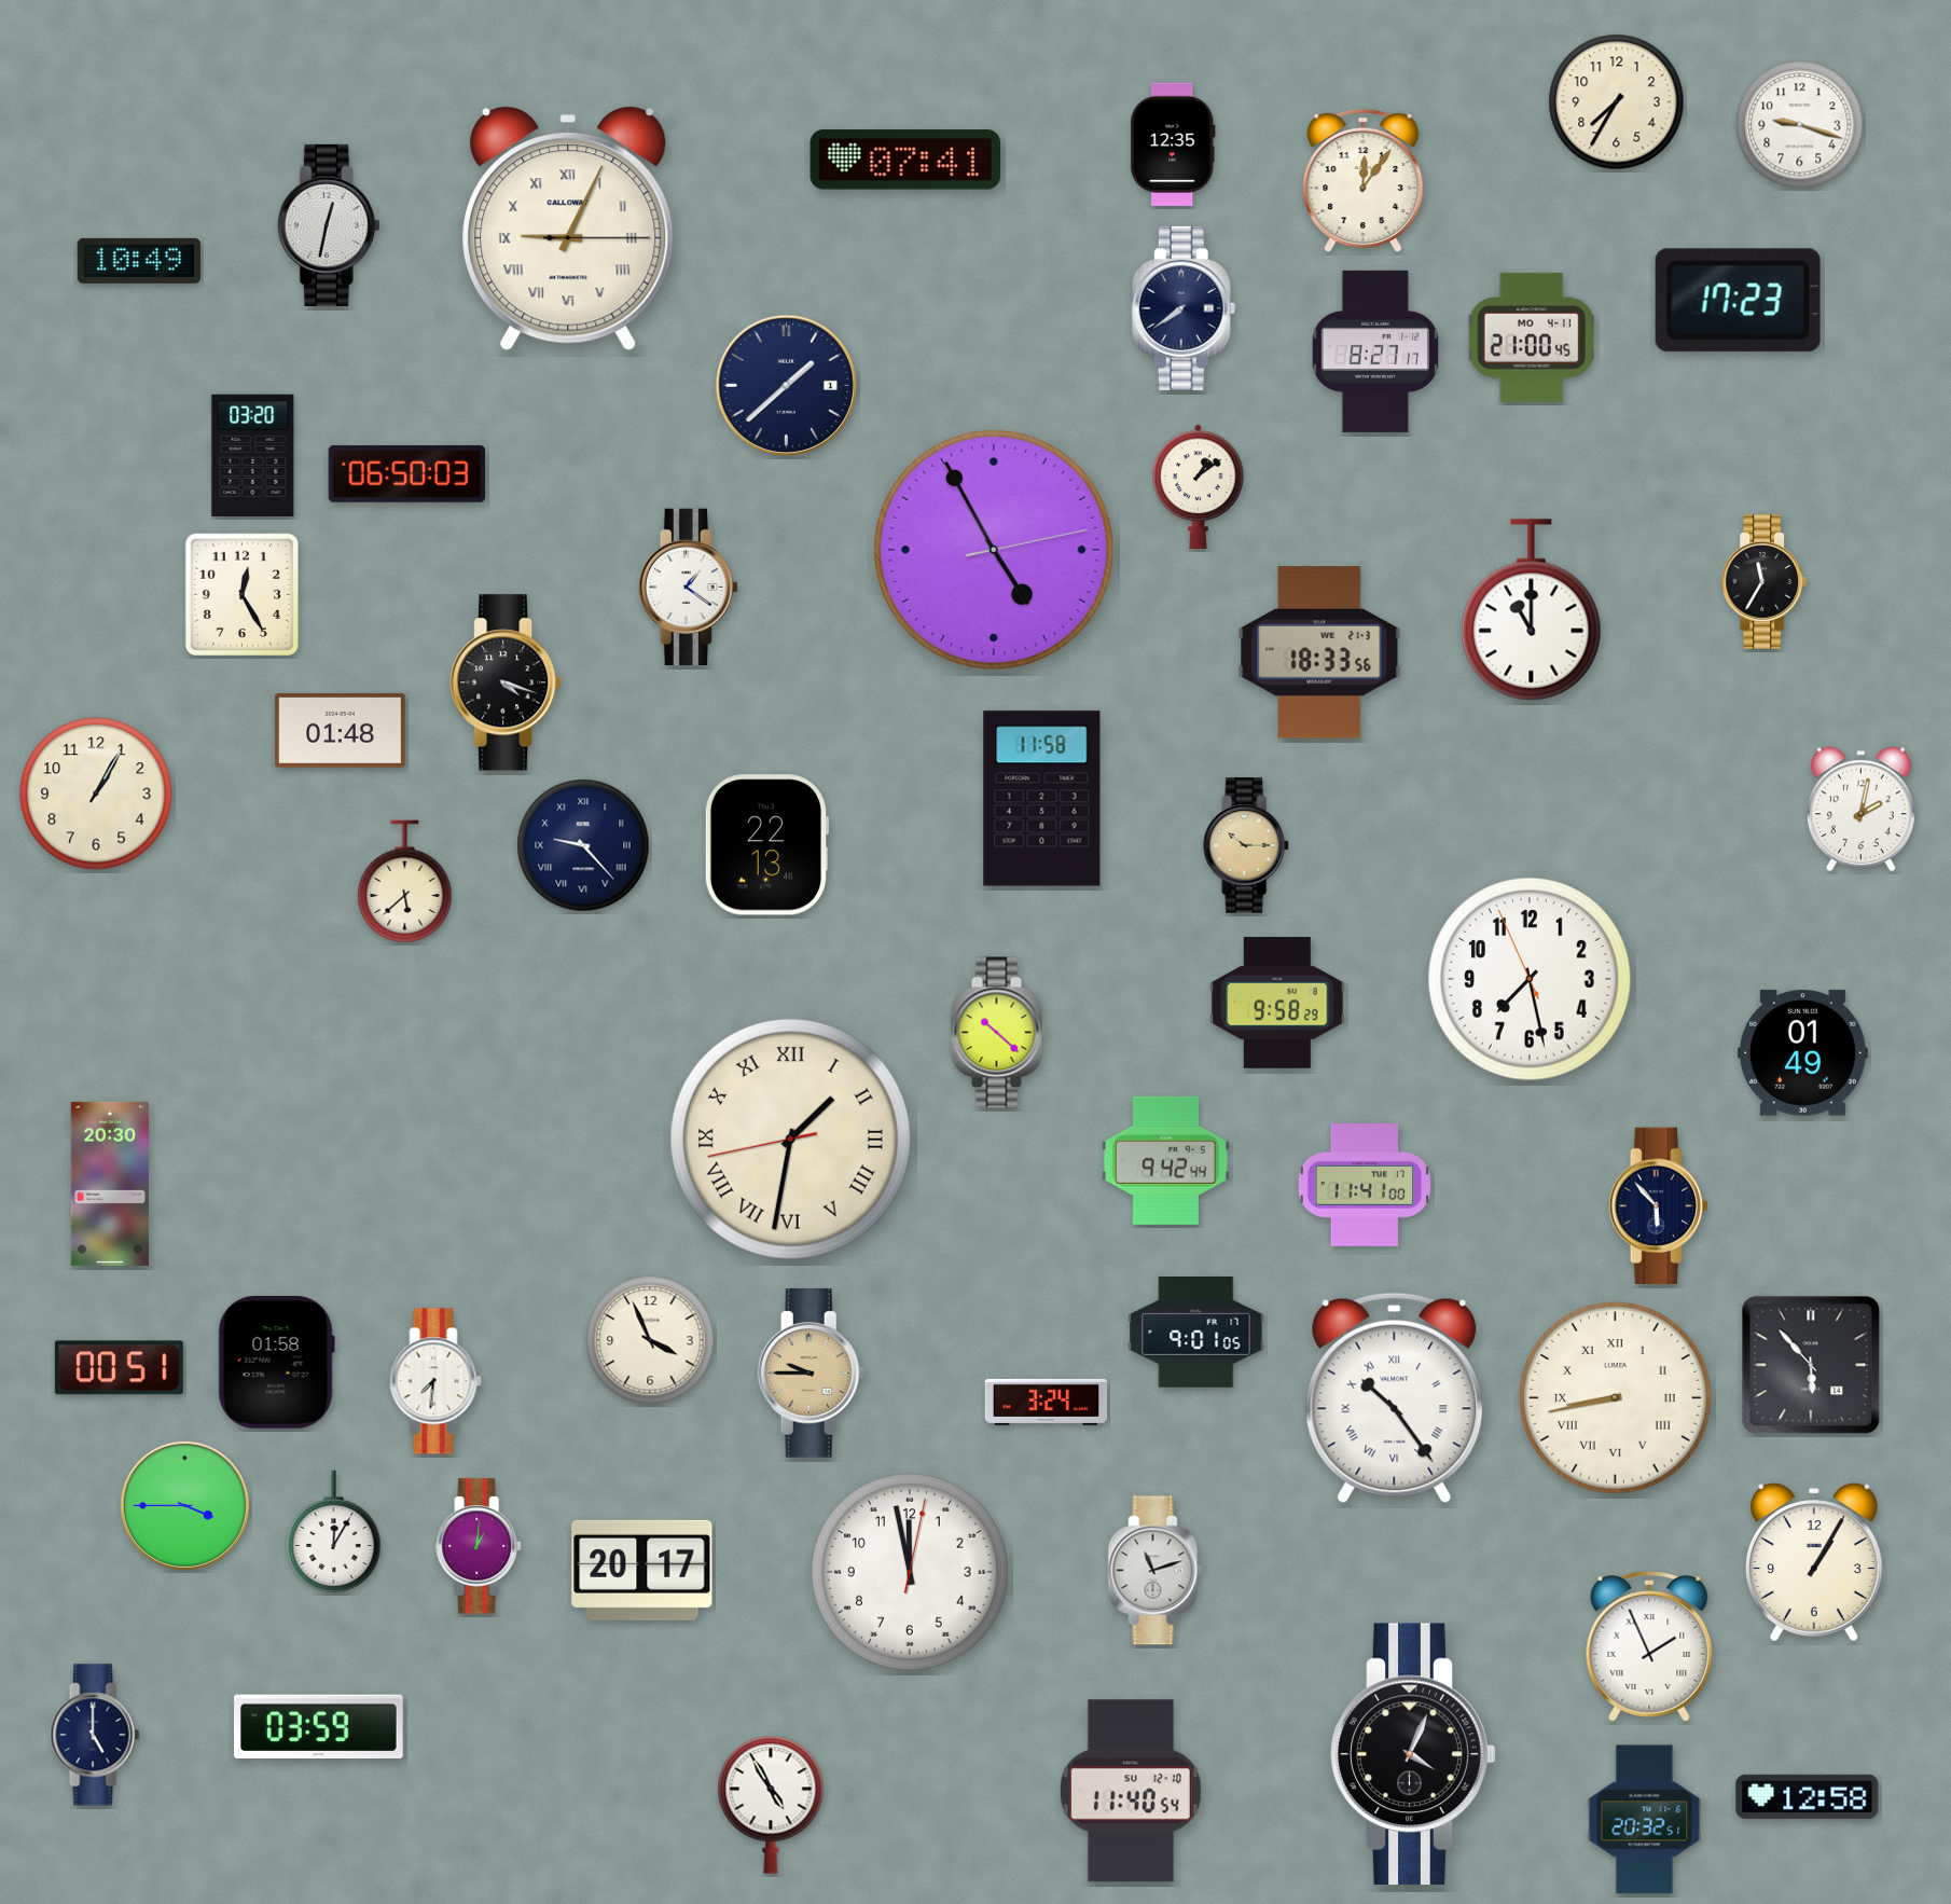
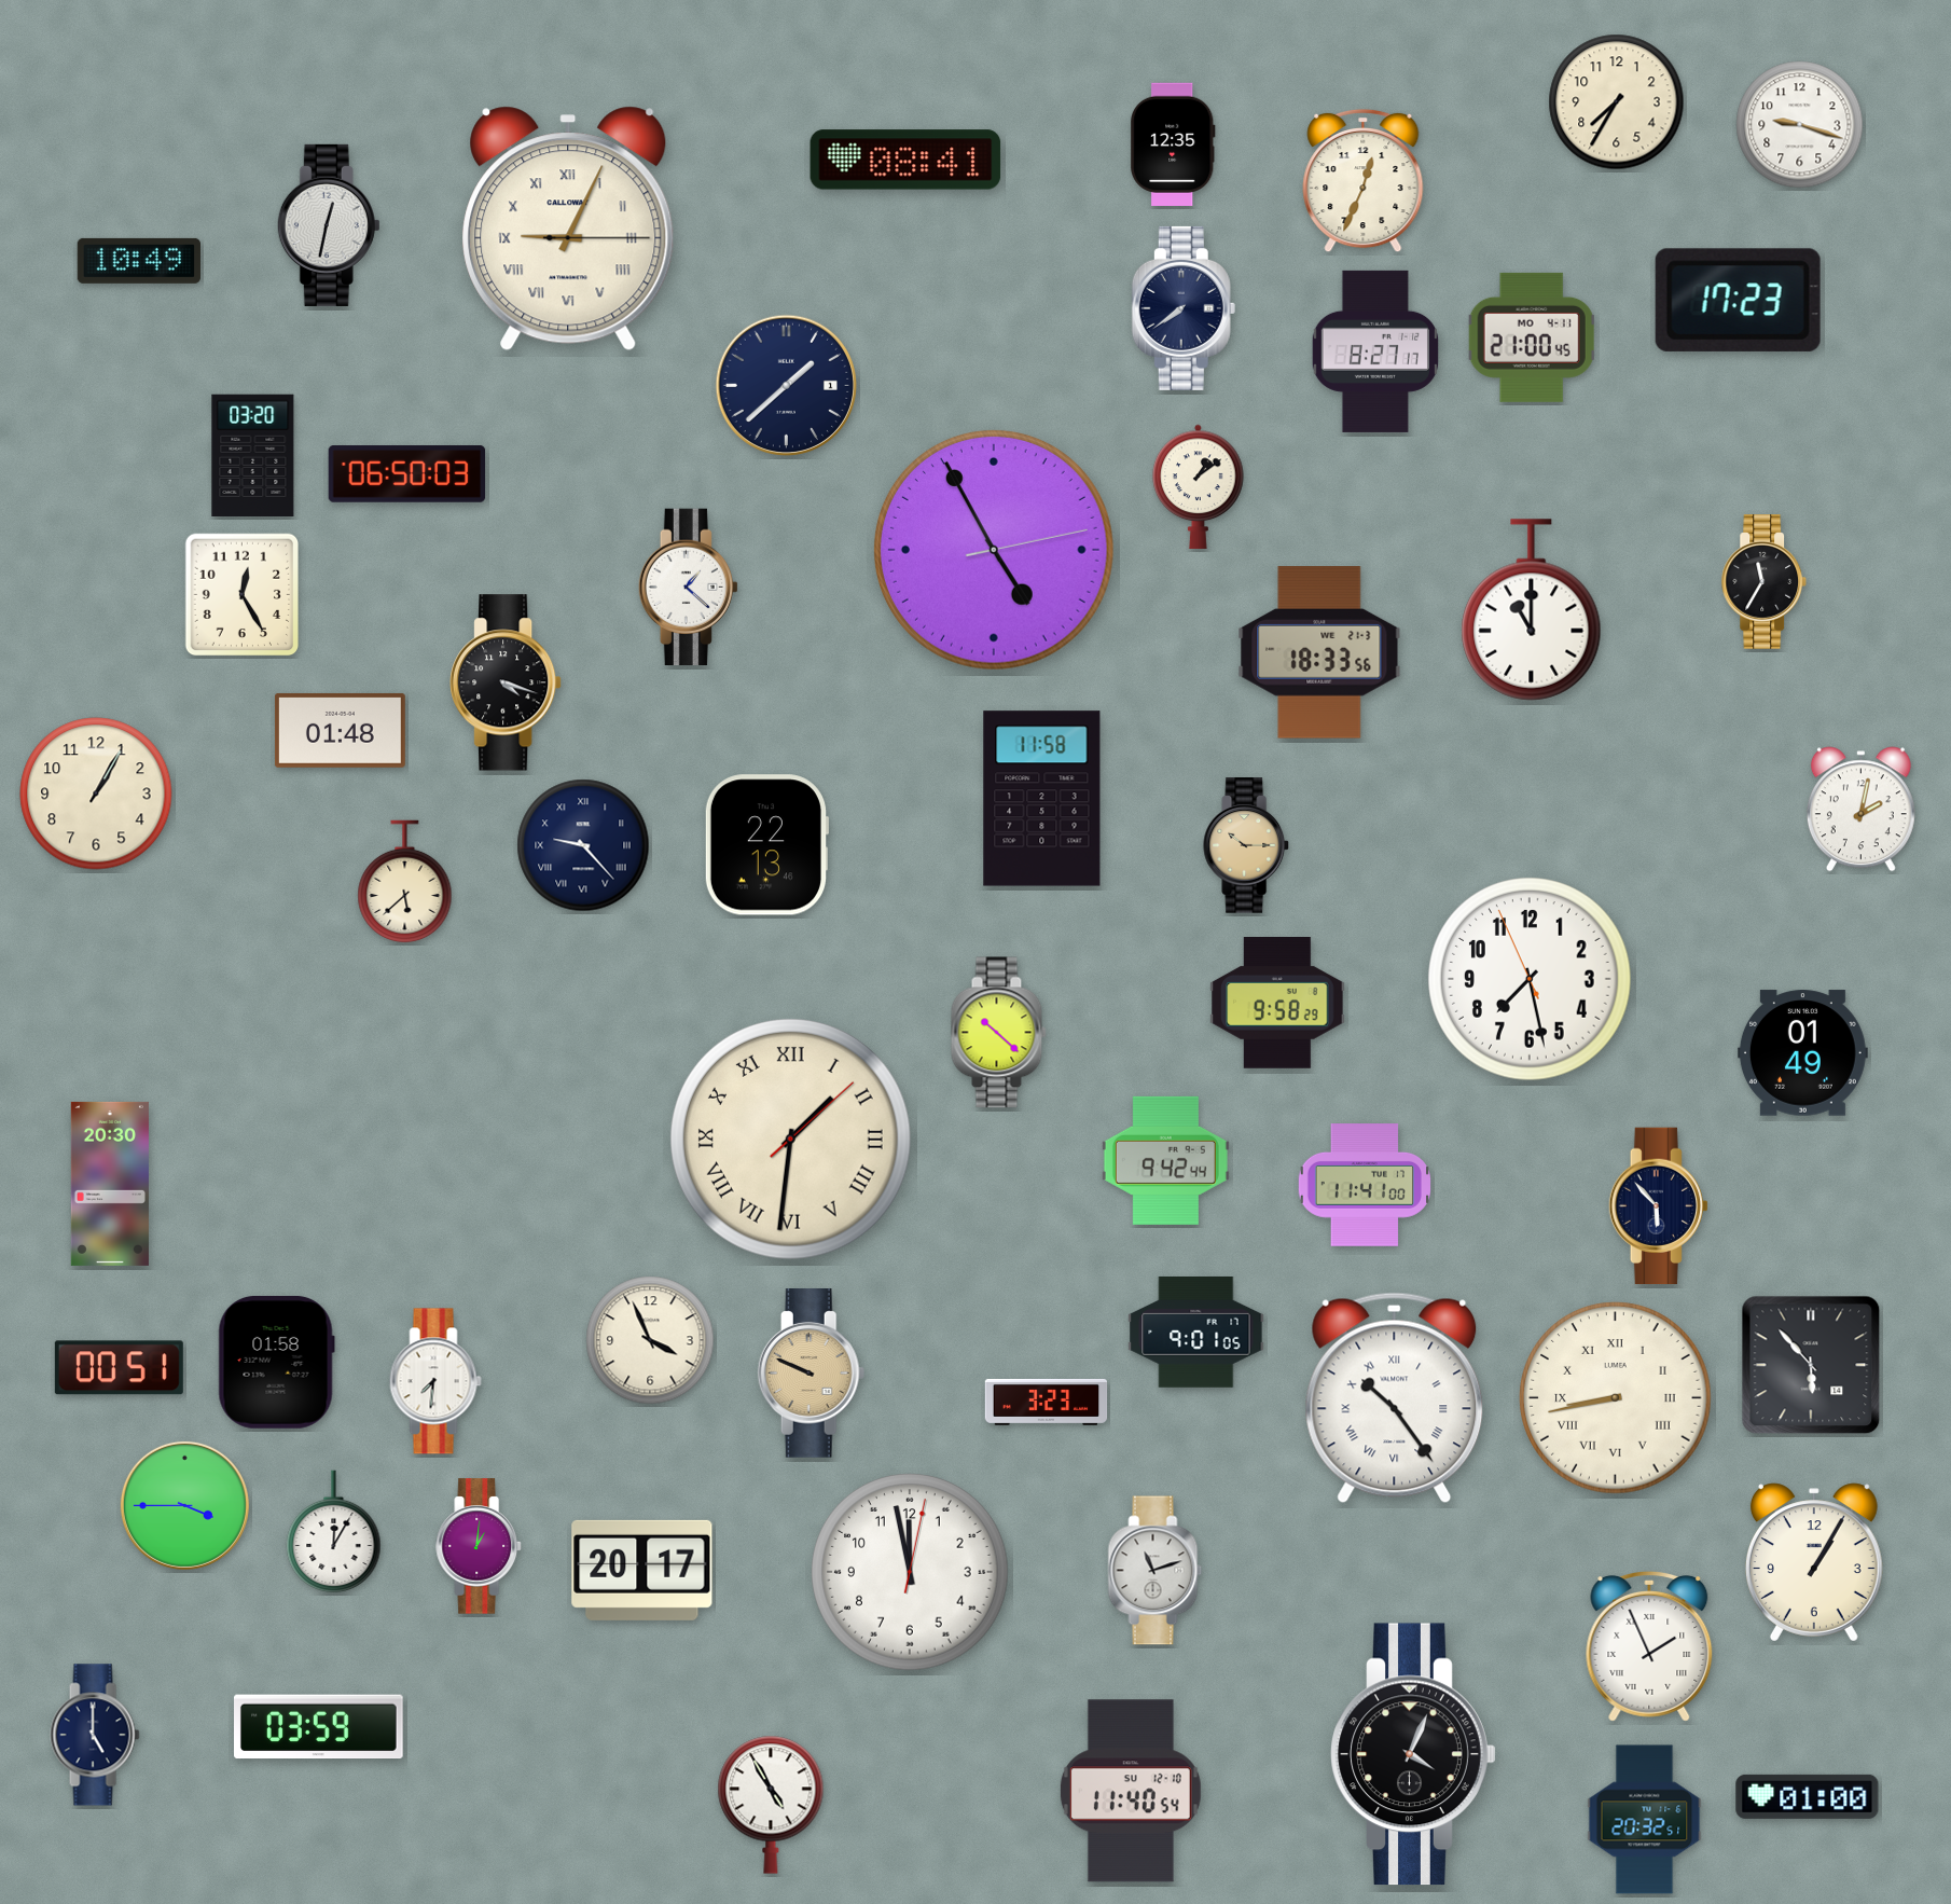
clock at (905, 160): 07:41 -> 08:41
clock at (1364, 181): 12:06 -> 12:34
clock at (688, 588): 1:21 -> 1:22
clock at (790, 1139): 1:31:43 -> 1:31:08
clock at (812, 1374): 9:45 -> 9:49
clock at (1047, 1402): 3:24 -> 3:23
clock at (1808, 1796): 12:58 -> 01:00
